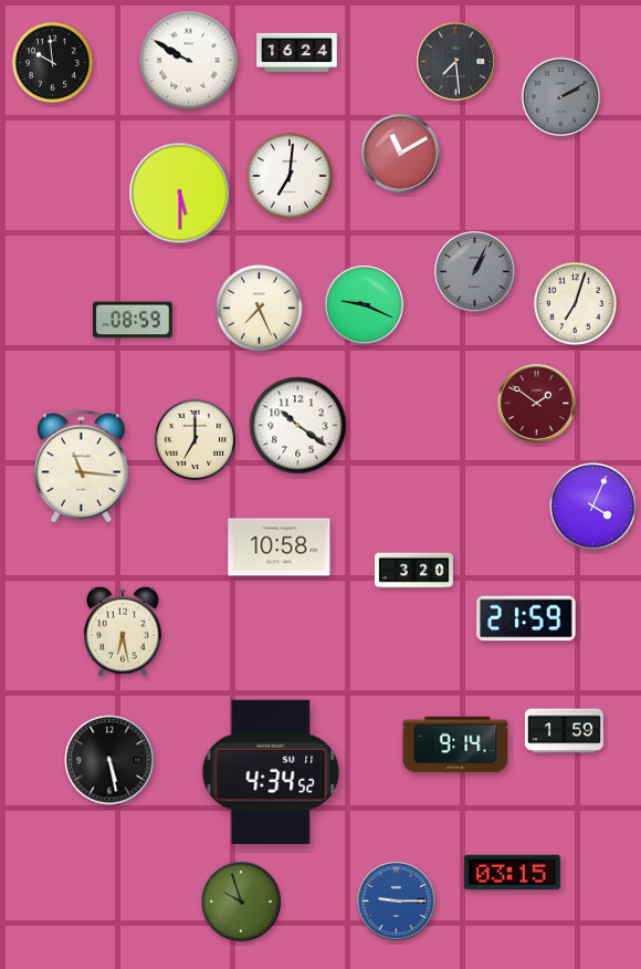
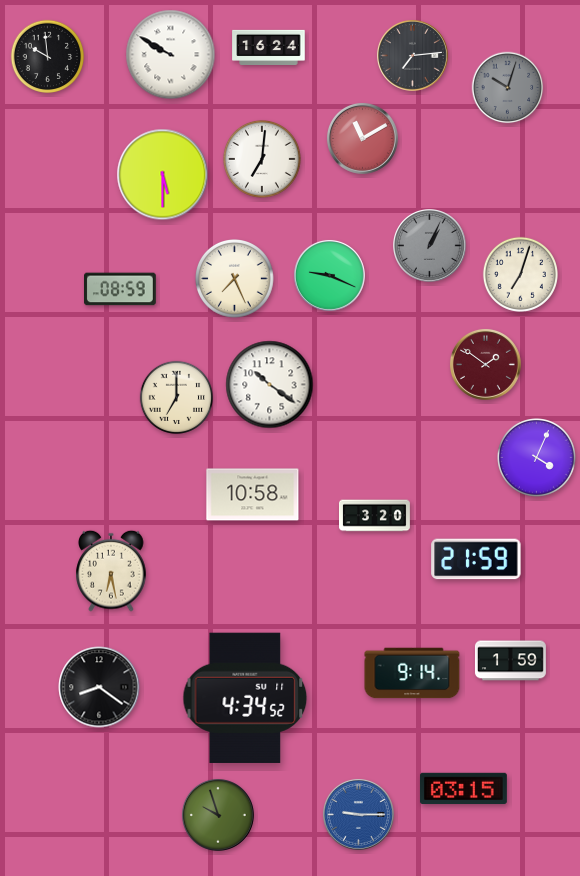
clock at (455, 61): 7:29 -> 7:14
clock at (561, 97): 2:10 -> 10:03
clock at (81, 467): 11:16 -> none
clock at (109, 760): 5:28 -> 8:21
